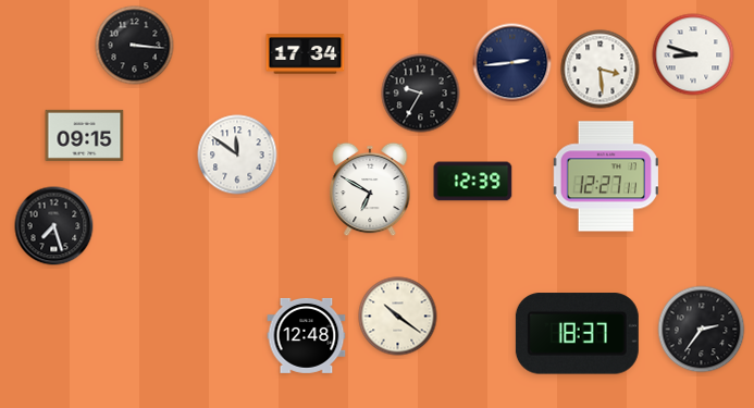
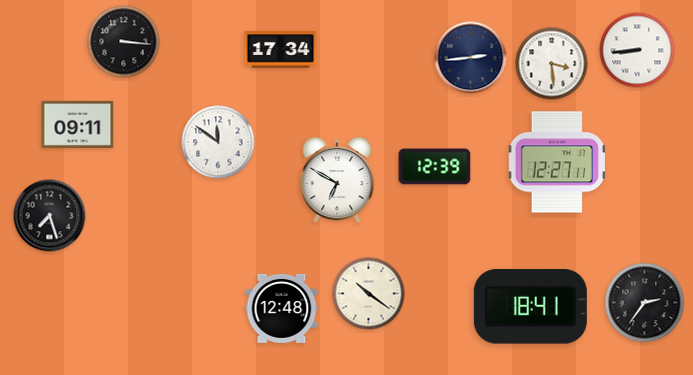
clock at (693, 54): 8:48 -> 8:44
clock at (421, 94): 9:35 -> none
clock at (85, 135): 09:15 -> 09:11
clock at (370, 189) position: (370, 189) -> (337, 180)
clock at (54, 226) position: (54, 226) -> (50, 216)
clock at (398, 317) position: (398, 317) -> (369, 294)
clock at (577, 334): 18:37 -> 18:41
